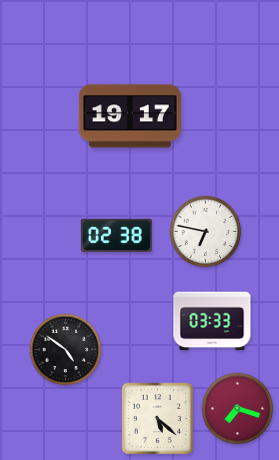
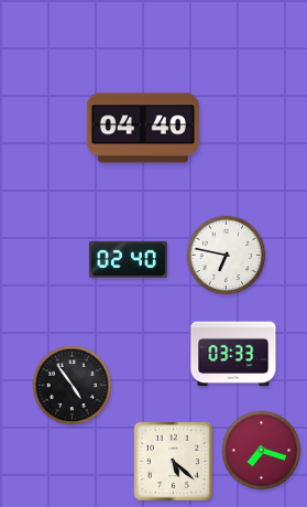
clock at (130, 116): 19:17 -> 04:40
clock at (116, 235): 02:38 -> 02:40
clock at (66, 350): 4:51 -> 4:54
